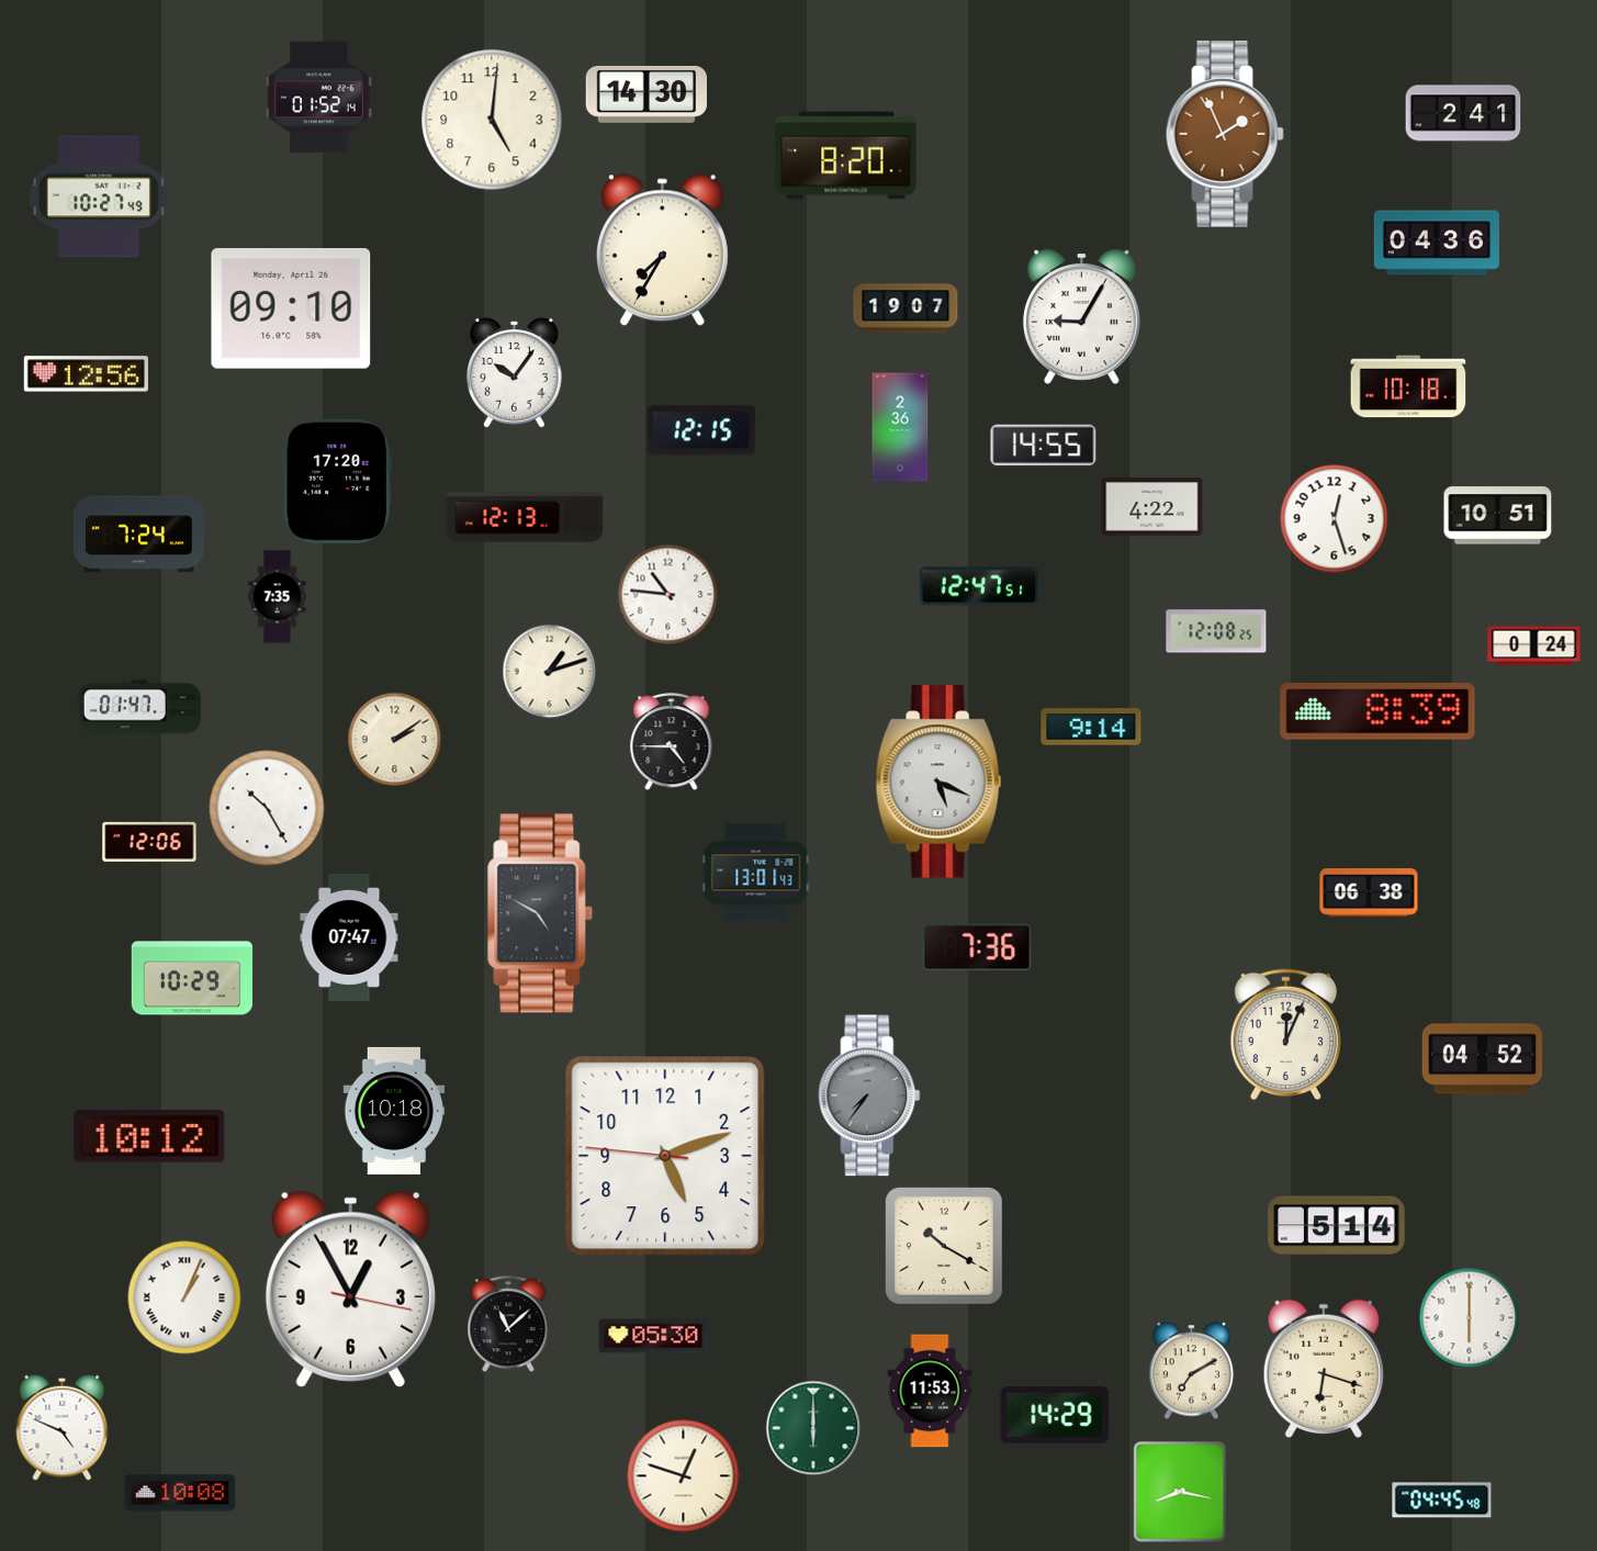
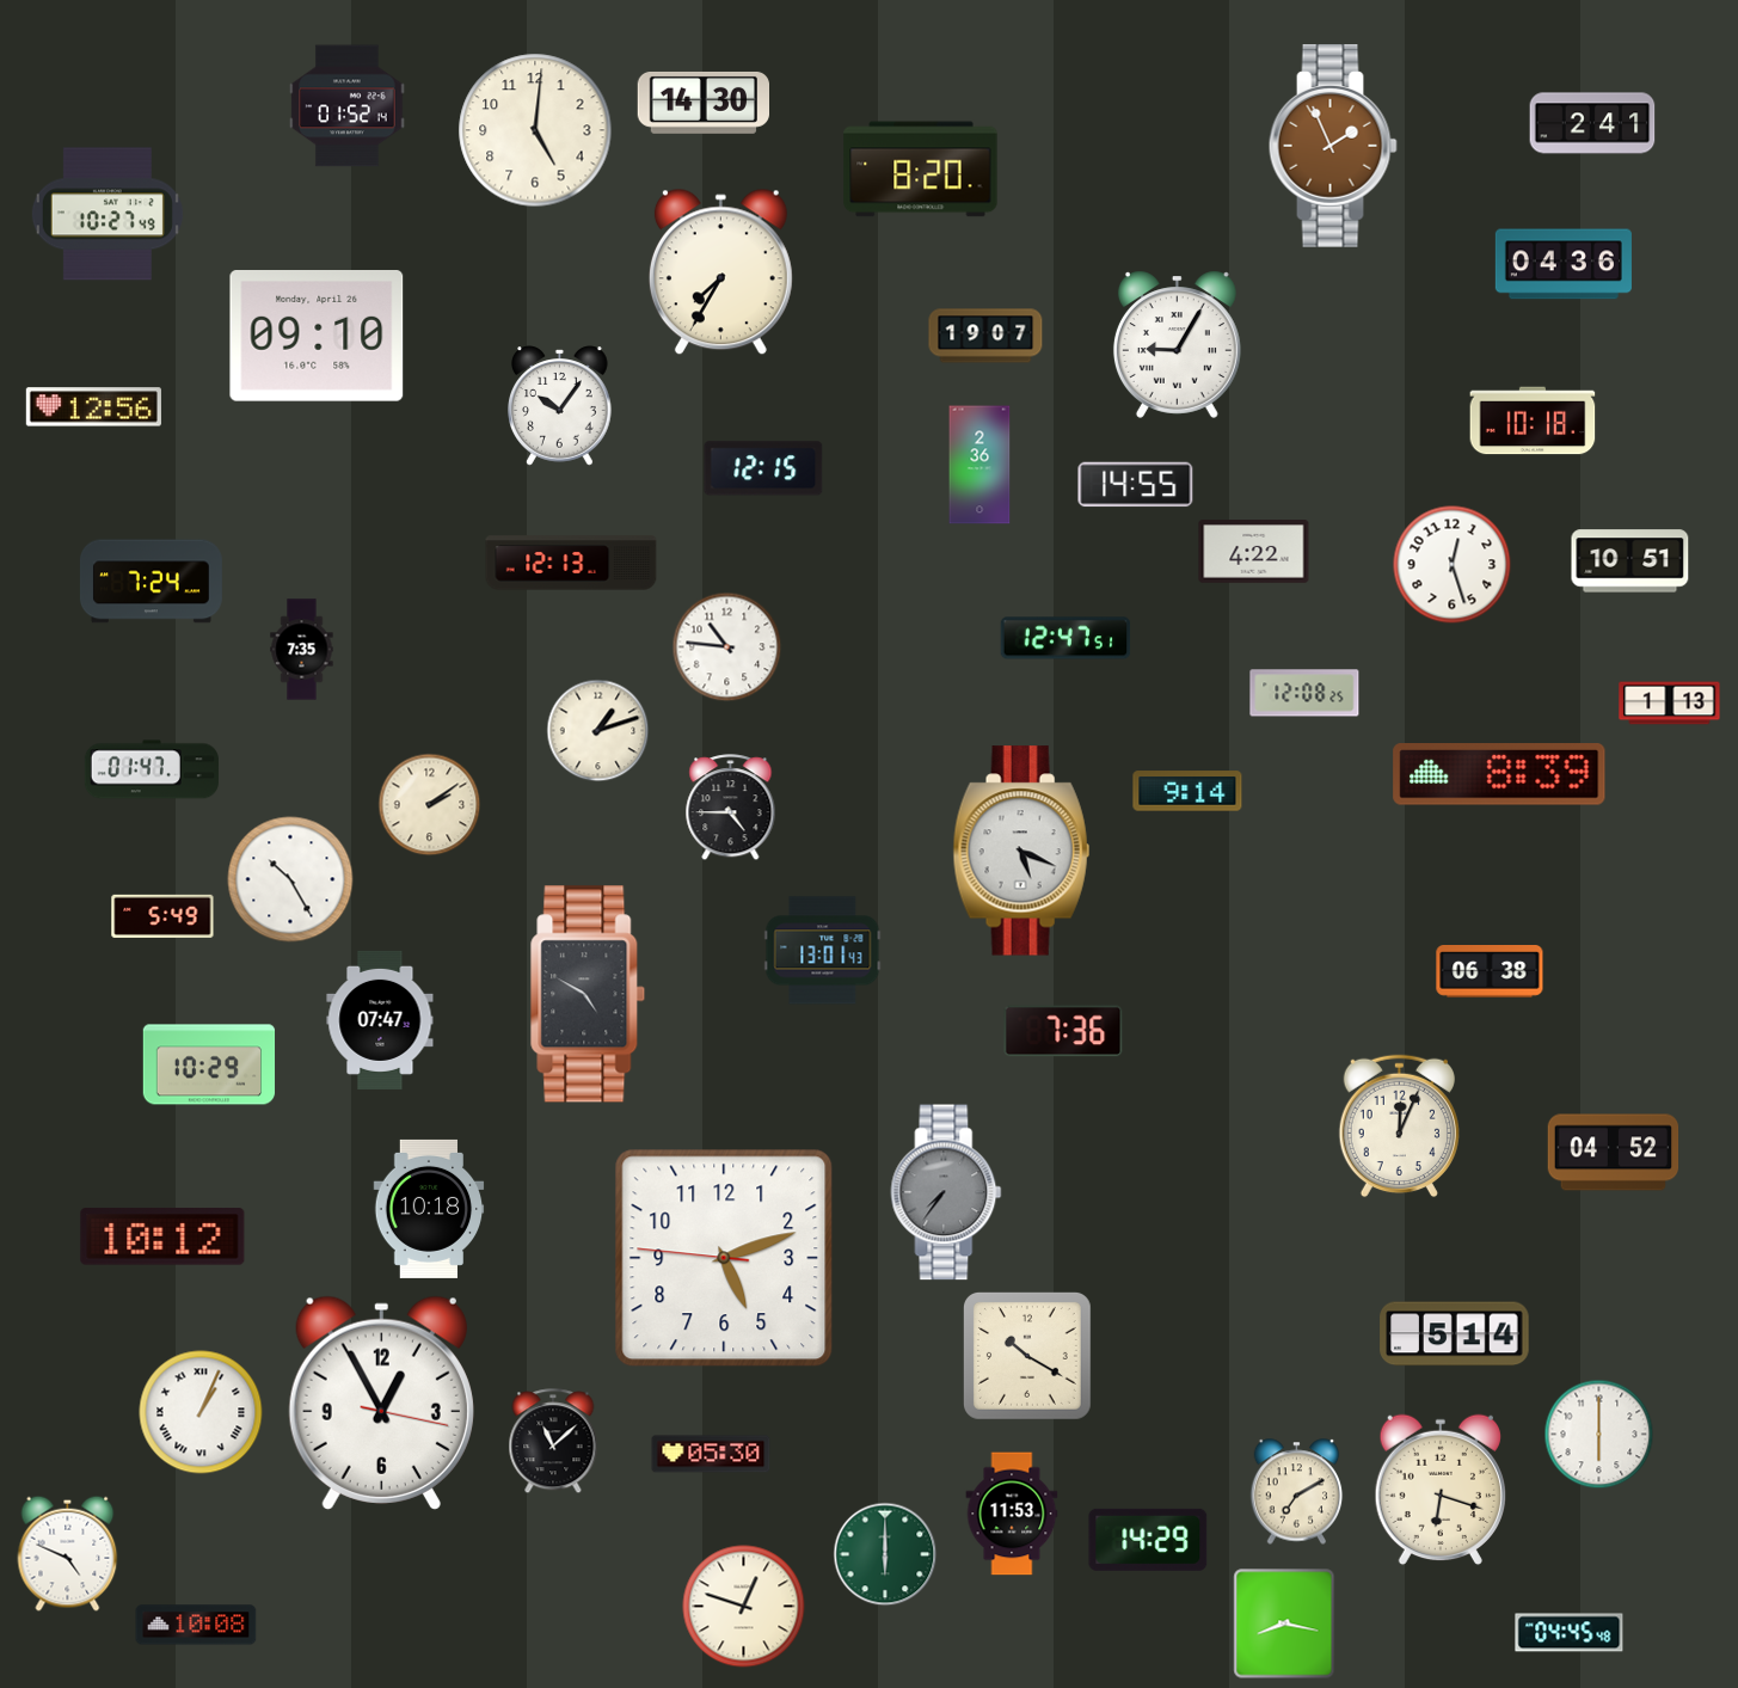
clock at (337, 481): 17:20 -> none
clock at (1216, 631) position: (1216, 631) -> (1304, 693)
clock at (1534, 647): 0:24 -> 1:13
clock at (149, 842): 12:06 -> 5:49
